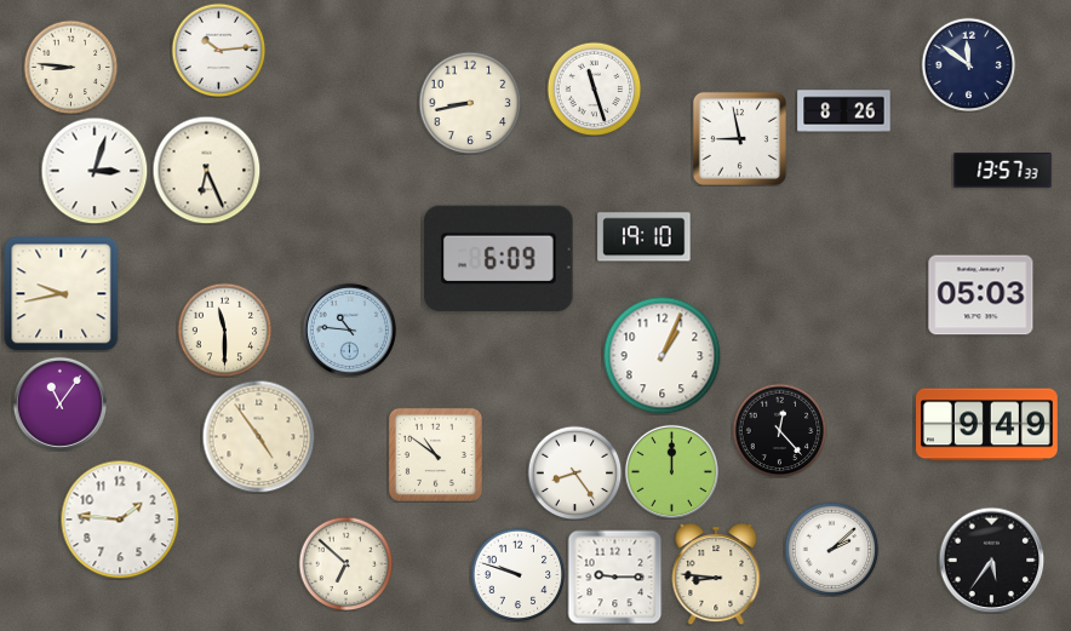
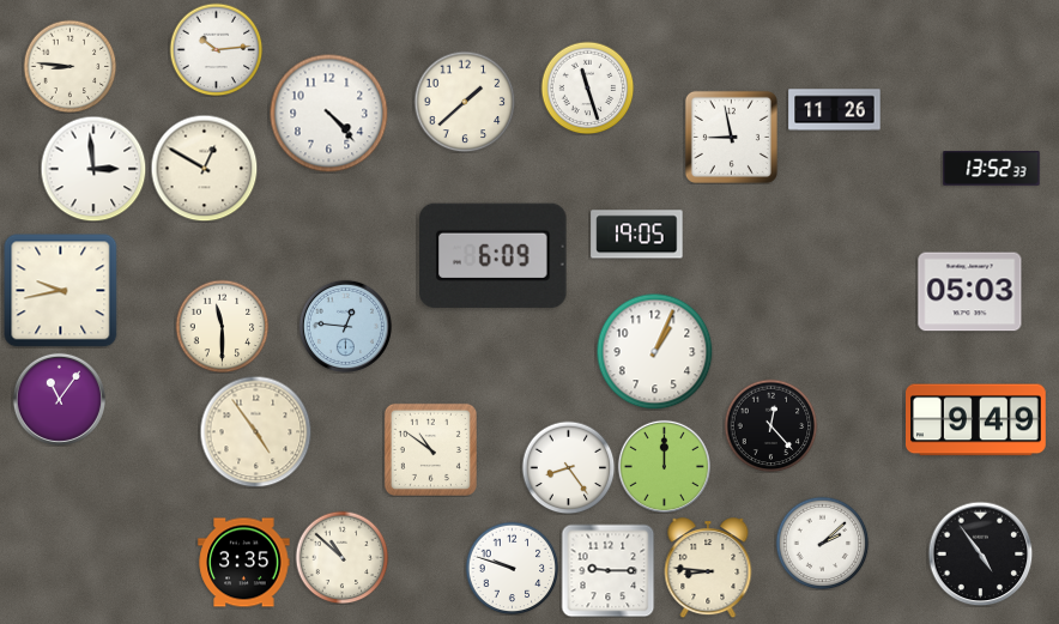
clock at (968, 64): 11:51 -> none
clock at (470, 103): 8:43 -> 1:38
clock at (844, 111): 8:26 -> 11:26
clock at (329, 114): none -> 4:23
clock at (206, 170): 6:26 -> 12:50
clock at (94, 171): 3:03 -> 2:59
clock at (1003, 171): 13:57 -> 13:52
clock at (645, 237): 19:10 -> 19:05
clock at (349, 329): 10:46 -> 12:46
clock at (120, 520): 1:46 -> none
clock at (991, 560): 5:36 -> 4:54
clock at (345, 563): 6:52 -> 10:52
clock at (244, 563): none -> 3:35
